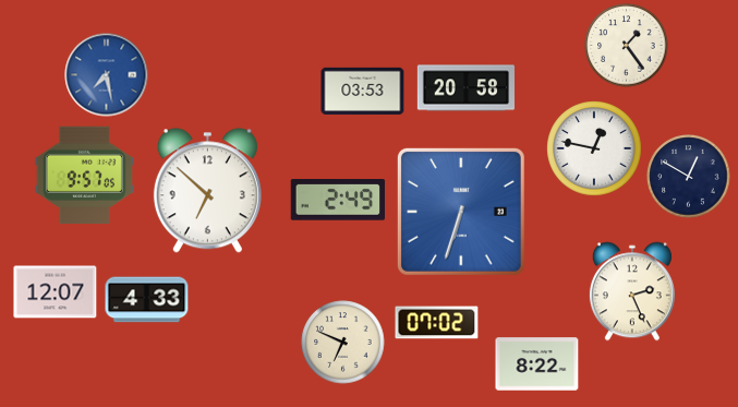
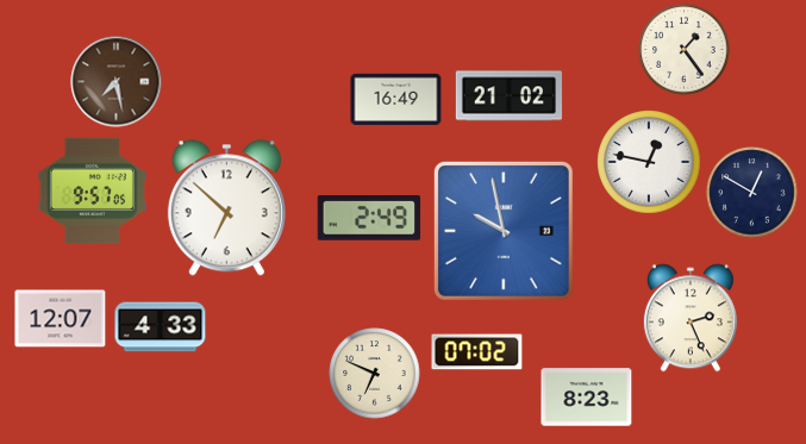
clock at (107, 75) dial: blue -> brown
clock at (465, 88): 20:58 -> 21:02
clock at (363, 91): 03:53 -> 16:49
clock at (461, 212): 6:33 -> 9:58
clock at (537, 364): 8:22 -> 8:23
